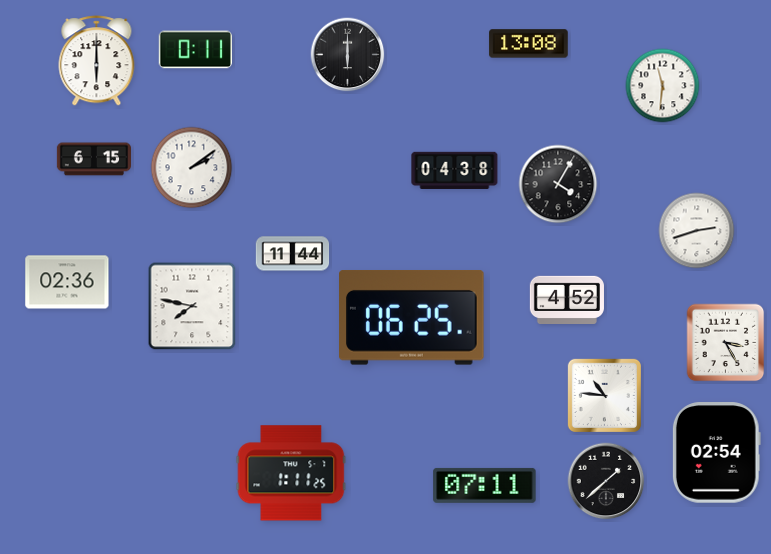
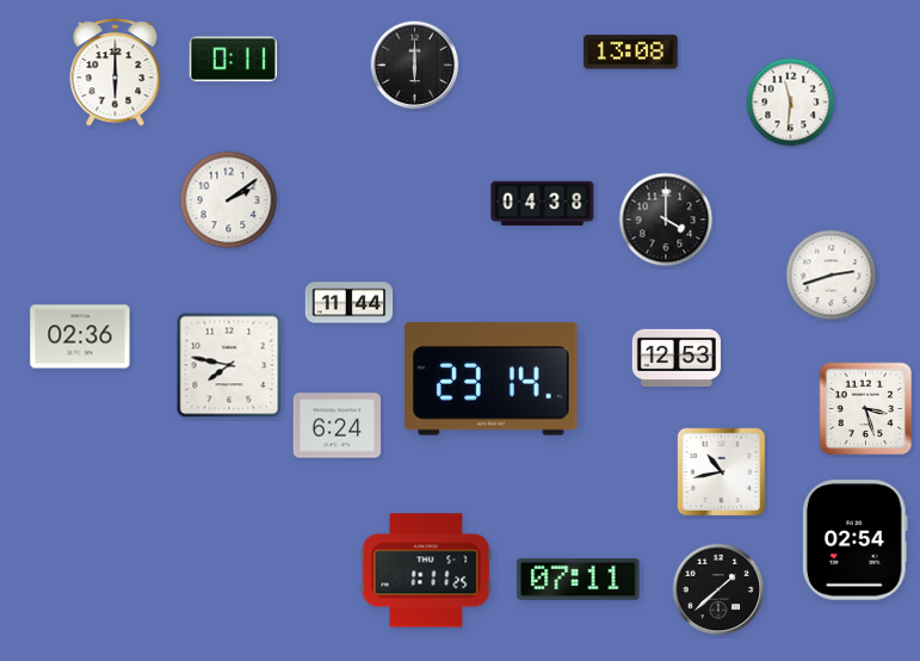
clock at (93, 159): 6:15 -> none
clock at (558, 184): 4:05 -> 4:00
clock at (566, 299): 4:52 -> 12:53
clock at (412, 318): 06:25 -> 23:14
clock at (726, 343): 3:25 -> 3:27
clock at (338, 426): none -> 6:24
clock at (604, 395): 10:46 -> 10:43
clock at (291, 473) position: (291, 473) -> (426, 570)
clock at (606, 481) position: (606, 481) -> (718, 589)
